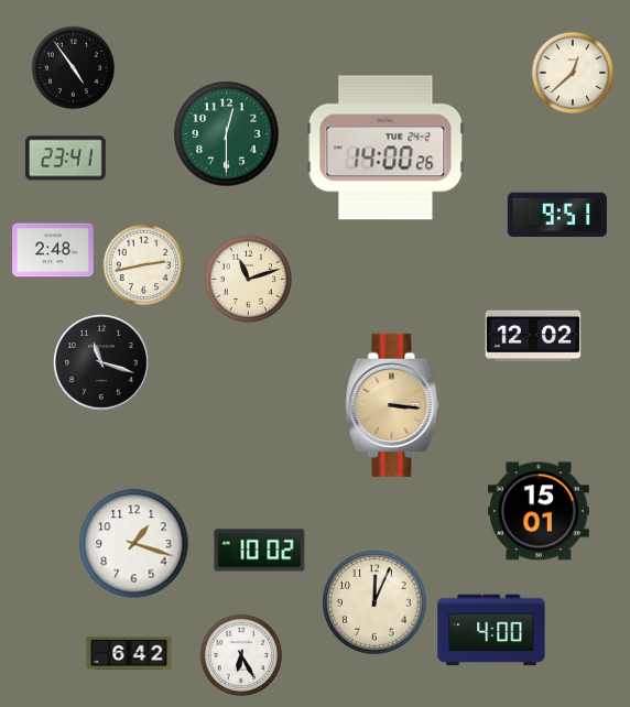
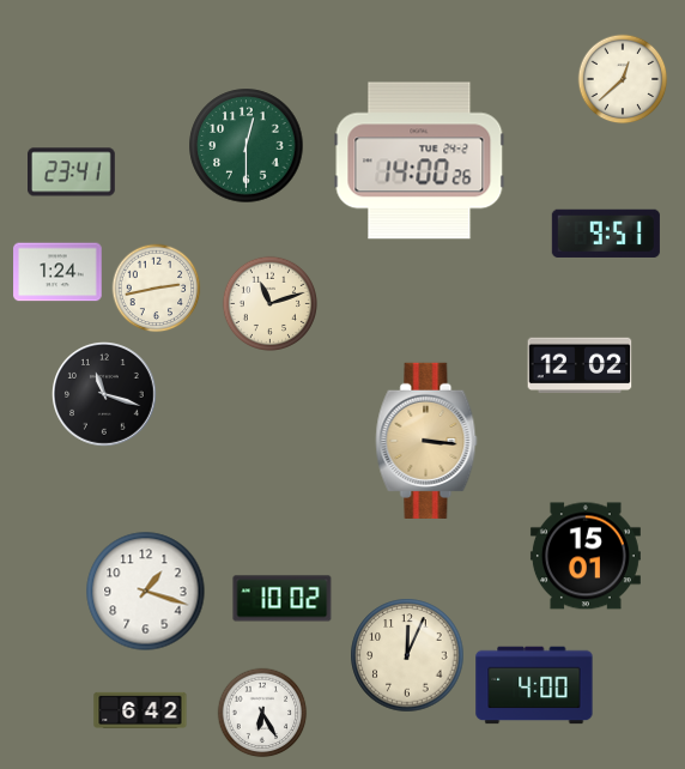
clock at (74, 68): 4:54 -> none
clock at (53, 250): 2:48 -> 1:24
clock at (102, 363) position: (102, 363) -> (105, 395)
